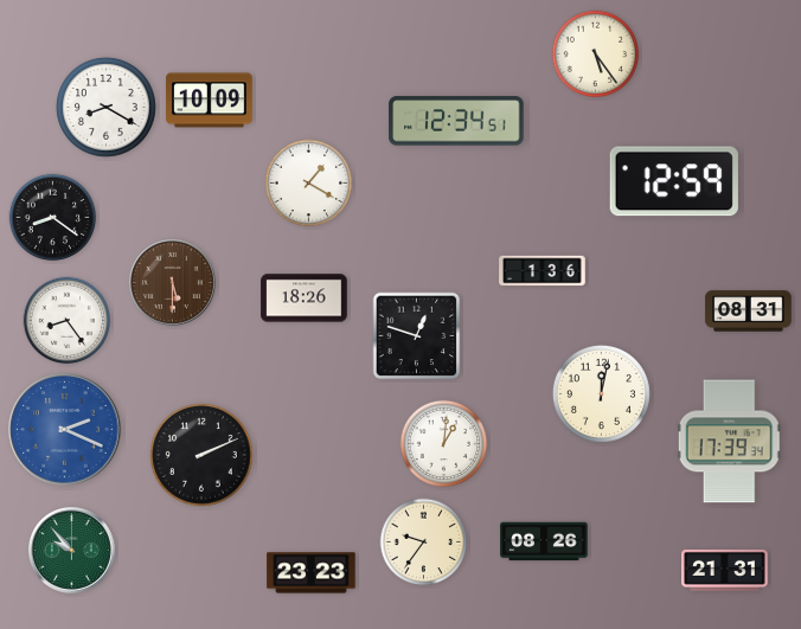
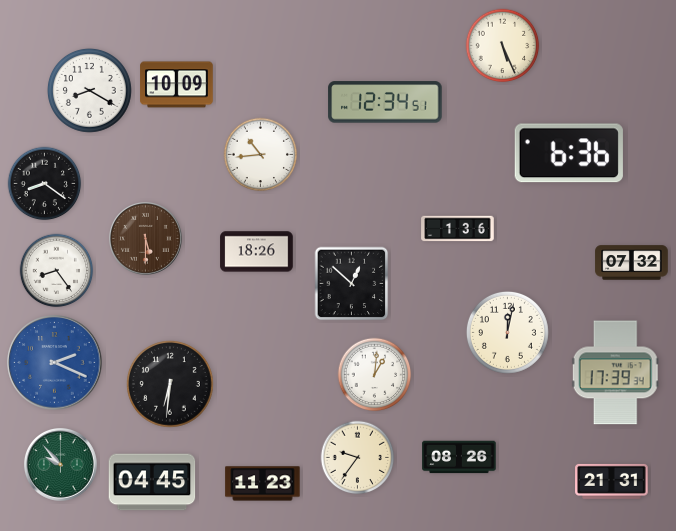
clock at (596, 54): 5:24 -> 5:26
clock at (674, 181): 12:59 -> 6:36
clock at (309, 184): 1:20 -> 10:44
clock at (749, 312): 08:31 -> 07:32
clock at (417, 336): 12:48 -> 12:52
clock at (201, 455): 2:11 -> 6:31
clock at (152, 482): none -> 04:45
clock at (312, 573): 23:23 -> 11:23
